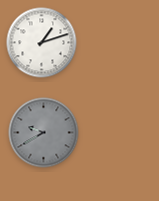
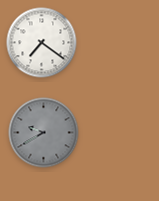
clock at (42, 43): 1:12 -> 7:21
